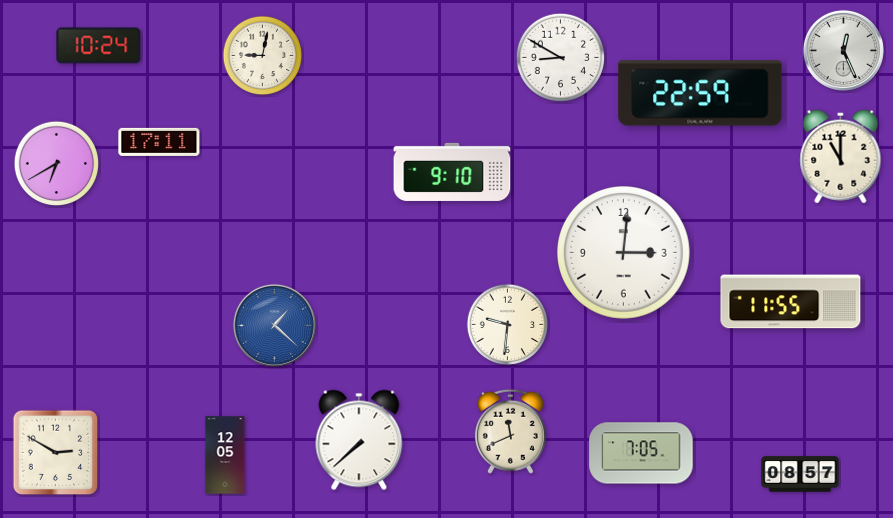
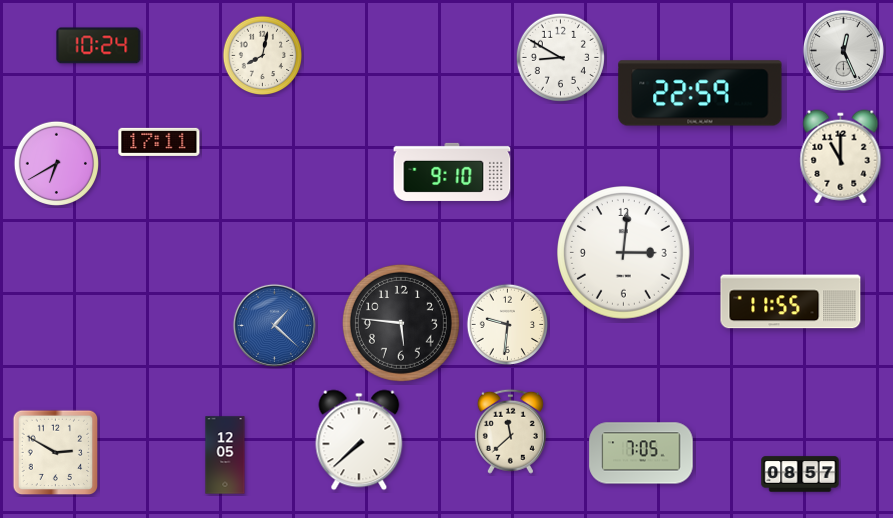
clock at (263, 56): 9:02 -> 8:02
clock at (401, 323): none -> 5:46
clock at (510, 431): 11:41 -> 11:38
